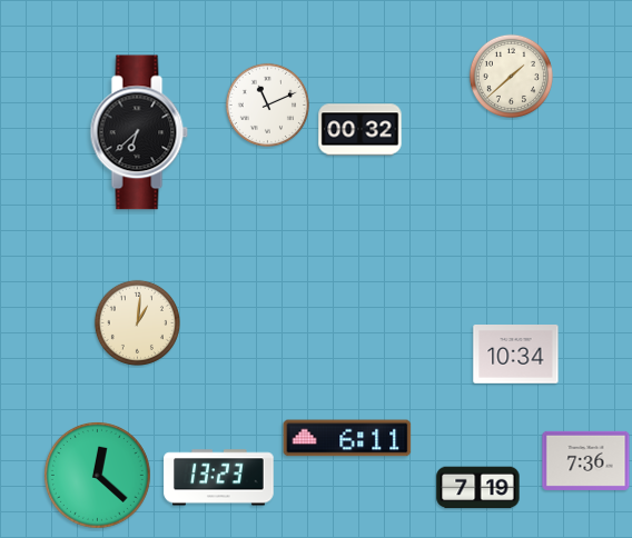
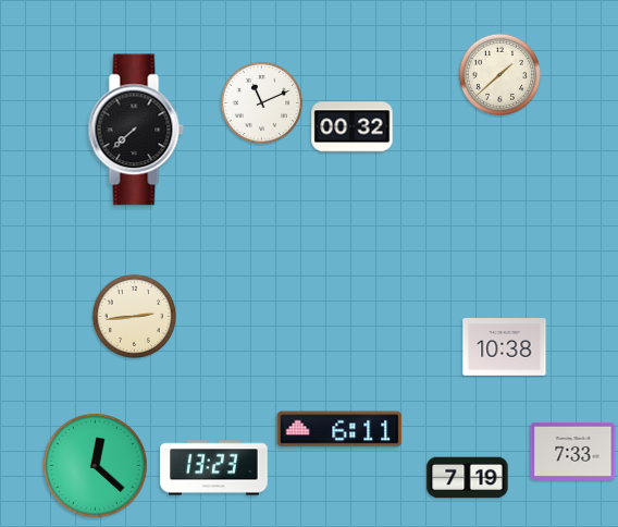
clock at (139, 132): 6:38 -> 7:38
clock at (137, 322): 1:01 -> 2:44
clock at (516, 355): 10:34 -> 10:38
clock at (586, 460): 7:36 -> 7:33
